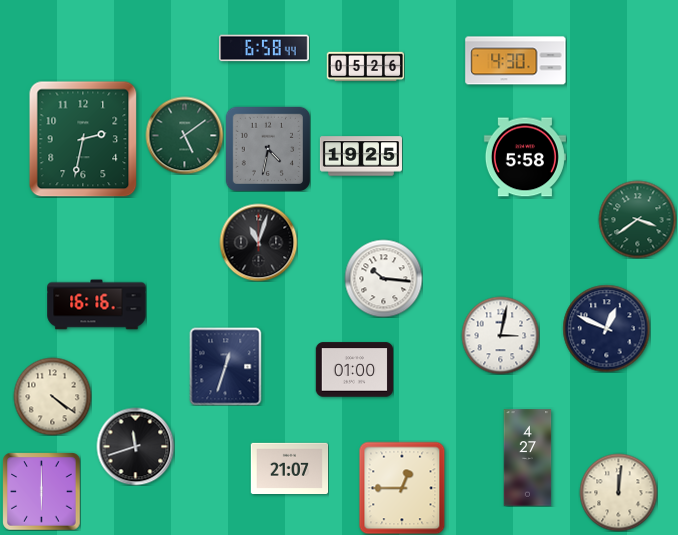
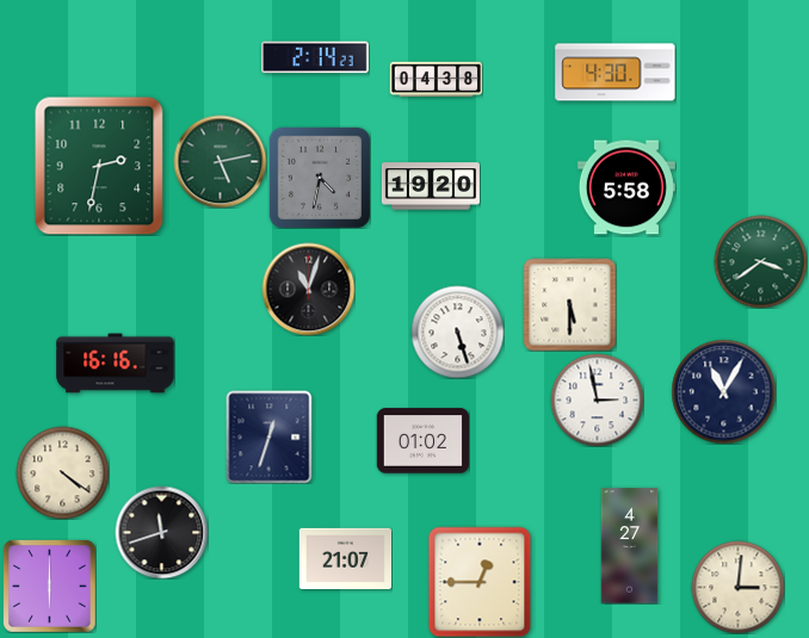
clock at (264, 48): 6:58 -> 2:14
clock at (365, 67): 05:26 -> 04:38
clock at (184, 135): 5:09 -> 5:13
clock at (361, 156): 19:25 -> 19:20
clock at (569, 304): none -> 5:30
clock at (383, 278): 10:16 -> 5:27
clock at (606, 328): 12:49 -> 11:05
clock at (500, 335): 3:02 -> 2:58
clock at (354, 370): 01:00 -> 01:02
clock at (618, 492): 12:01 -> 3:01
